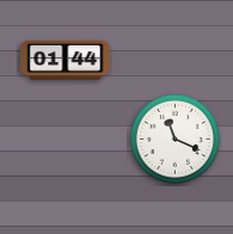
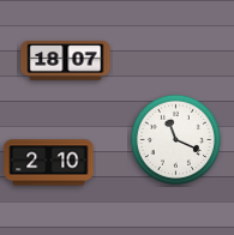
clock at (66, 61): 01:44 -> 18:07
clock at (49, 163): none -> 2:10
